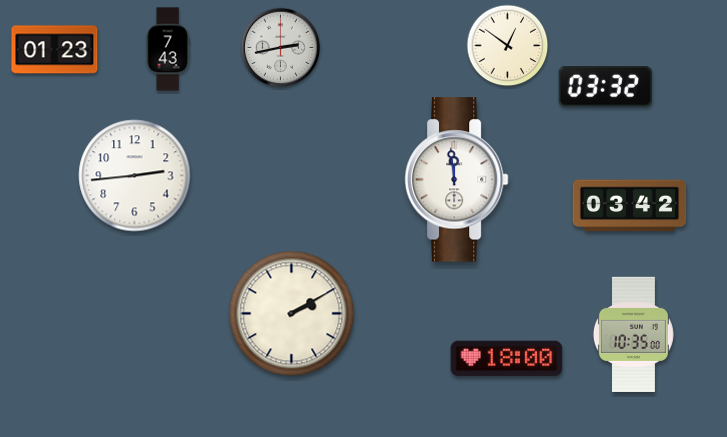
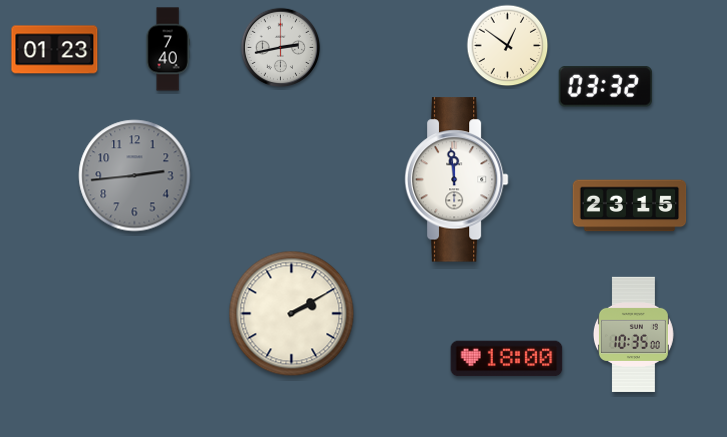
clock at (168, 49): 7:43 -> 7:40
clock at (135, 176) dial: white -> grey
clock at (630, 206): 03:42 -> 23:15
